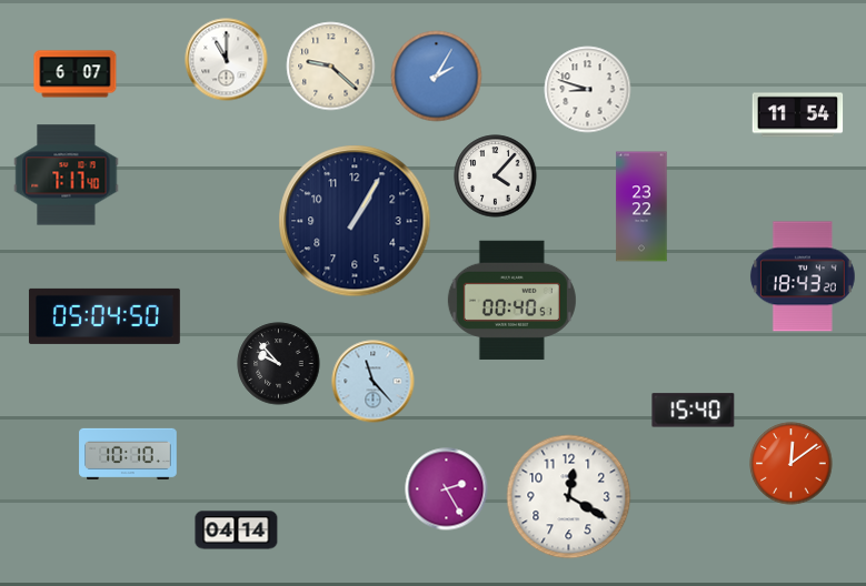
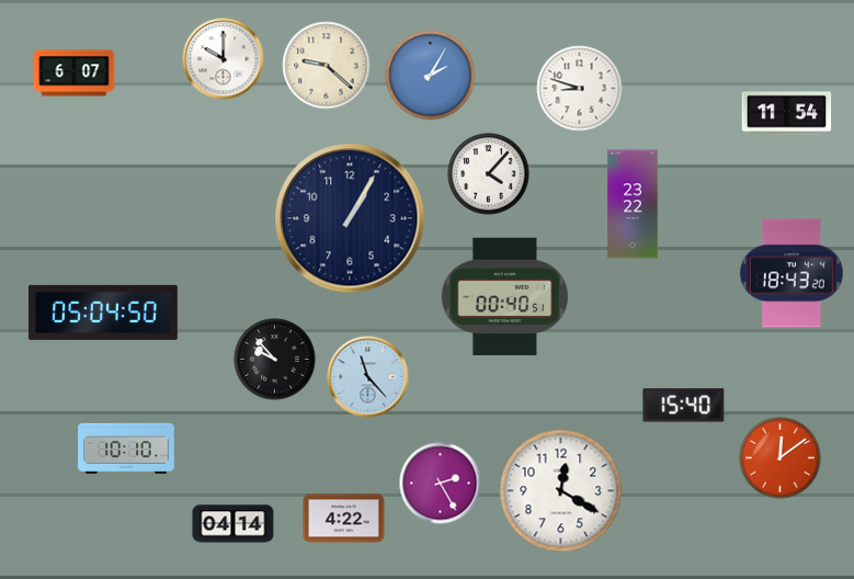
clock at (227, 60): 11:00 -> 10:00
clock at (67, 175): 7:17 -> none
clock at (344, 519): none -> 4:22
